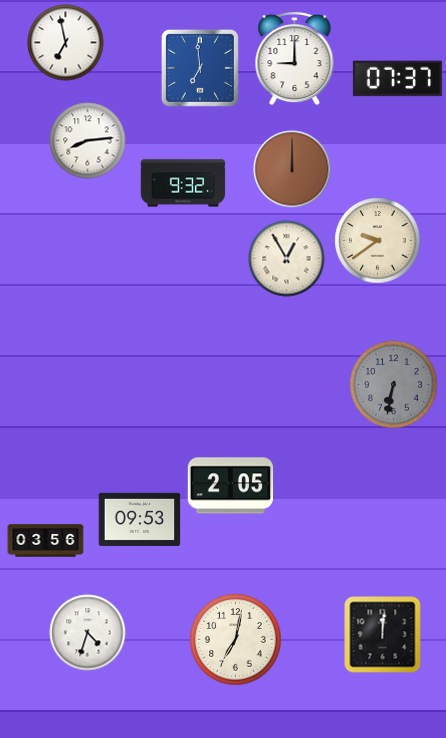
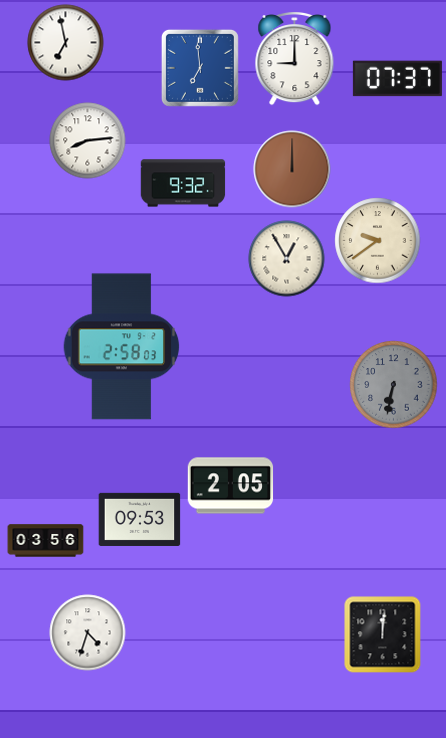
clock at (122, 347): none -> 2:58
clock at (236, 640): 7:02 -> none
